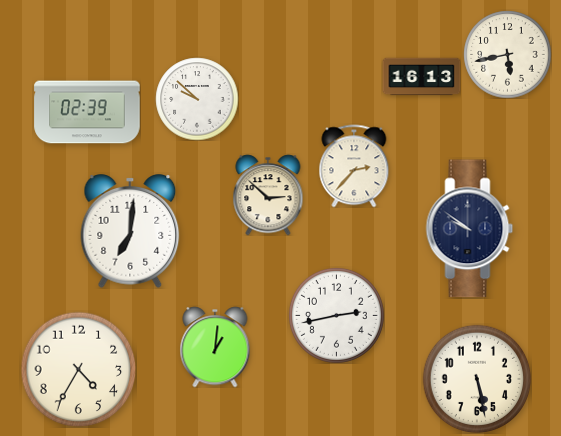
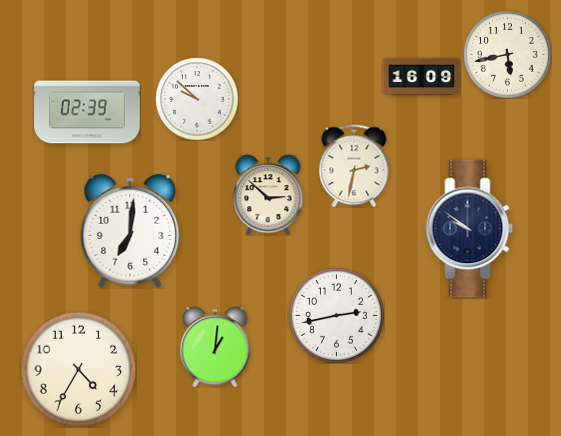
clock at (421, 77): 16:13 -> 16:09
clock at (354, 166): 2:37 -> 2:32
clock at (477, 379): 5:28 -> none
